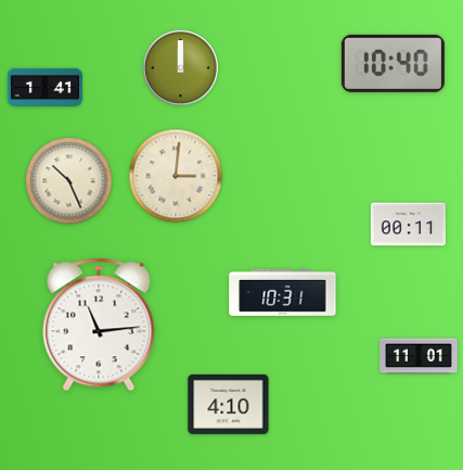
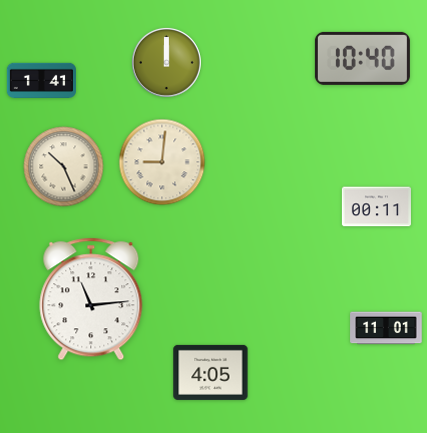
clock at (176, 176): 3:01 -> 9:01
clock at (283, 292): 10:31 -> none
clock at (229, 404): 4:10 -> 4:05
